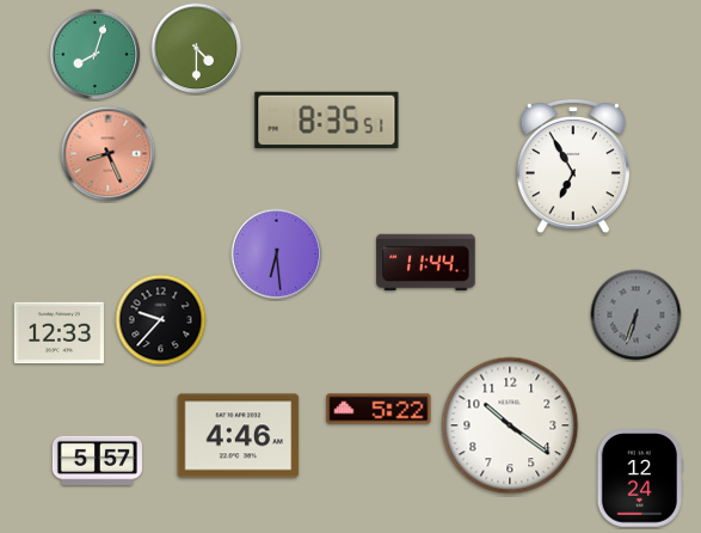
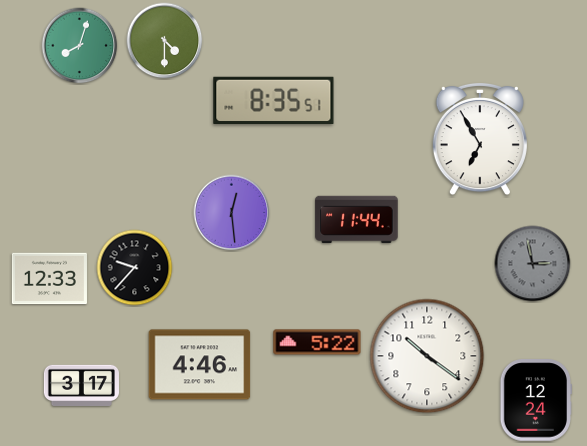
clock at (109, 154): 8:26 -> none
clock at (277, 255): 6:29 -> 12:29
clock at (637, 315): 6:33 -> 2:58
clock at (97, 460): 5:57 -> 3:17
